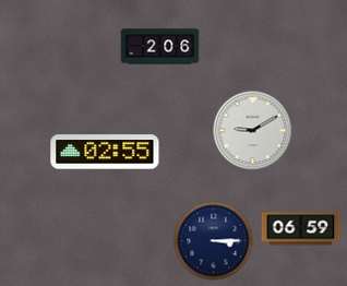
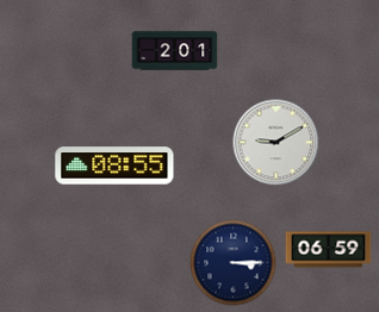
clock at (160, 47): 2:06 -> 2:01
clock at (105, 152): 02:55 -> 08:55
